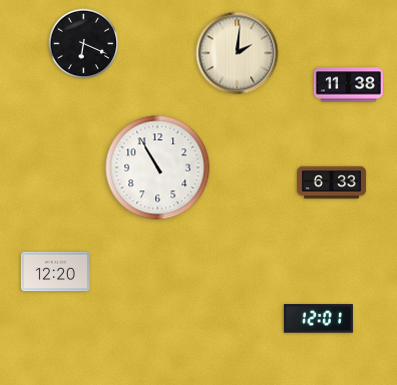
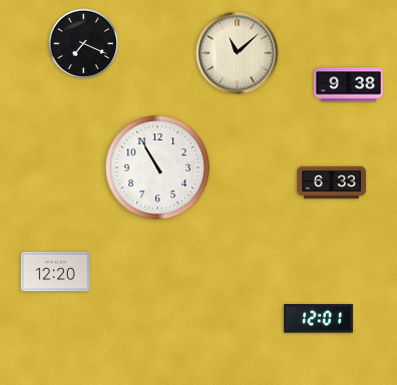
clock at (84, 44): 6:19 -> 7:19
clock at (237, 53): 2:01 -> 11:08
clock at (348, 85): 11:38 -> 9:38
